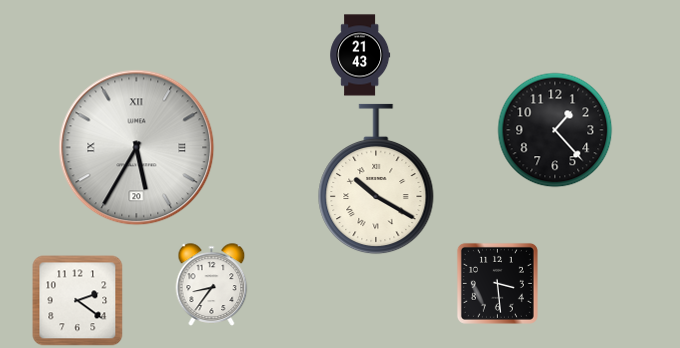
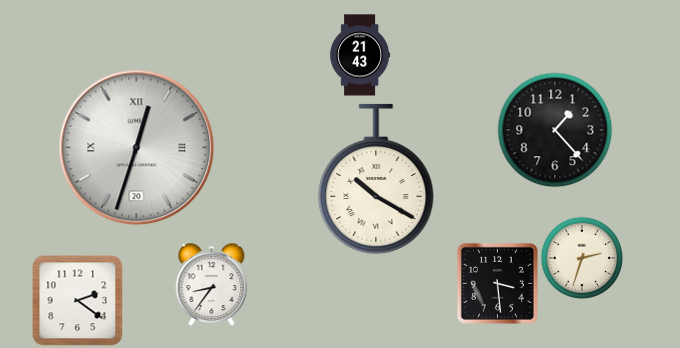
clock at (137, 148): 5:35 -> 12:33
clock at (581, 257): none -> 2:33
